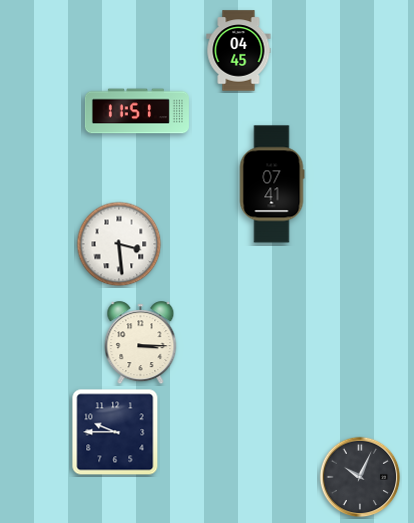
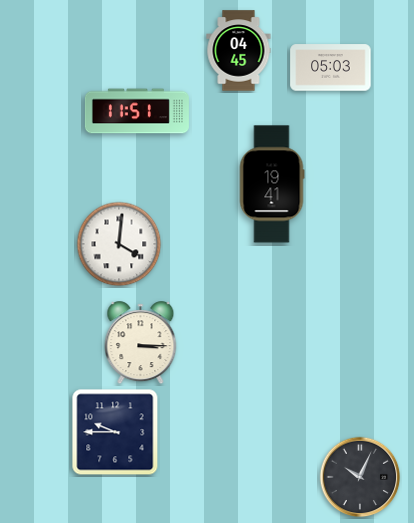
clock at (331, 68): none -> 05:03
clock at (272, 184): 07:41 -> 19:41
clock at (119, 244): 3:29 -> 4:01
